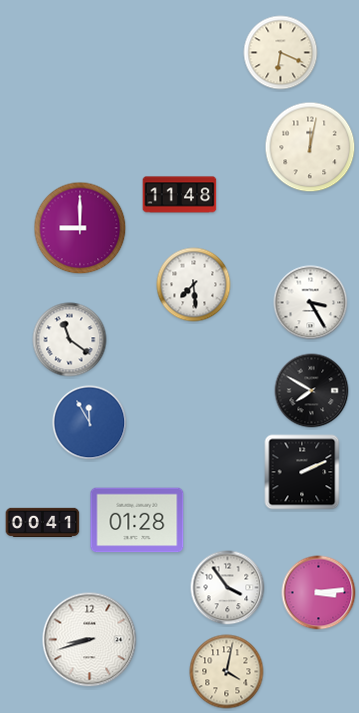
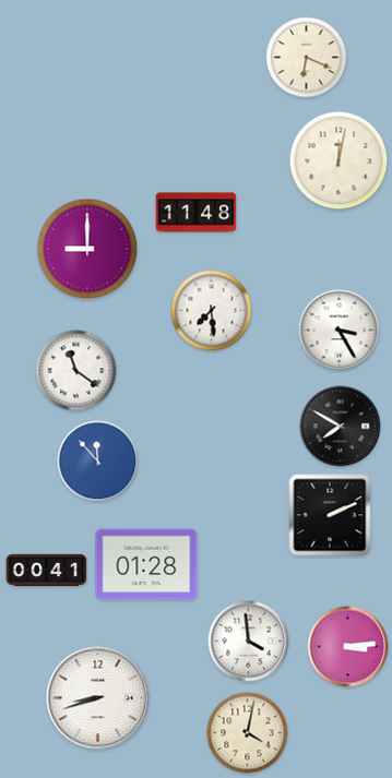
clock at (90, 423): 11:55 -> 11:53
clock at (137, 520) position: (137, 520) -> (146, 564)
clock at (228, 588): 3:54 -> 3:59
